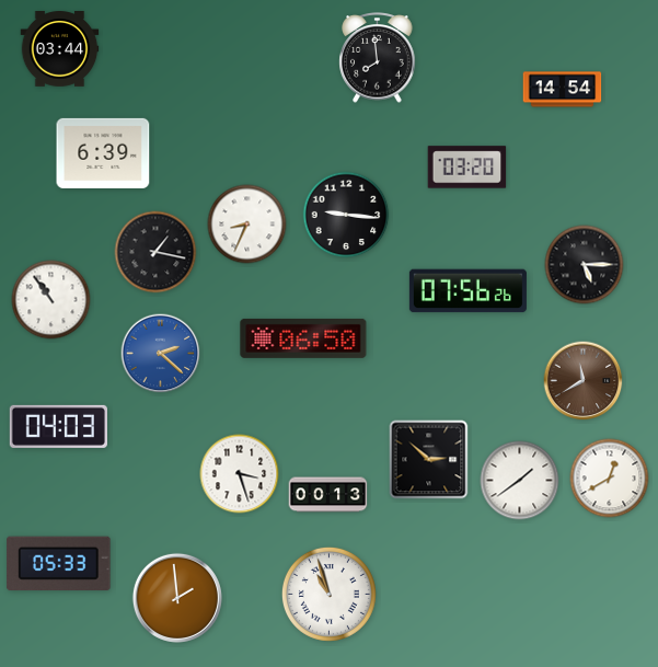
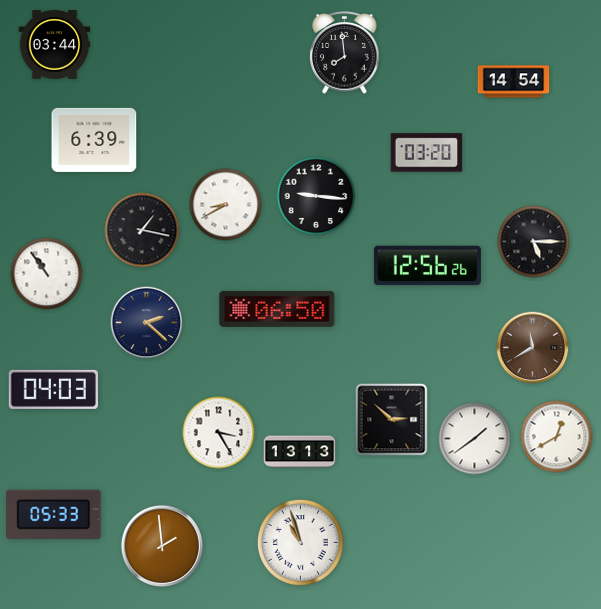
clock at (247, 225): 8:34 -> 8:40
clock at (467, 291): 07:56 -> 12:56
clock at (161, 354) dial: blue -> navy
clock at (240, 474): 3:27 -> 3:25
clock at (328, 495): 00:13 -> 13:13
